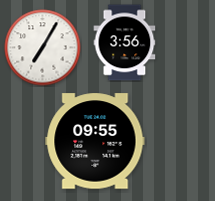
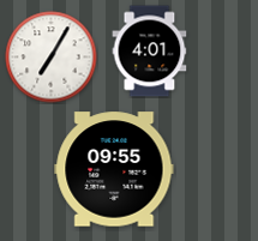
clock at (125, 43): 3:56 -> 4:01
